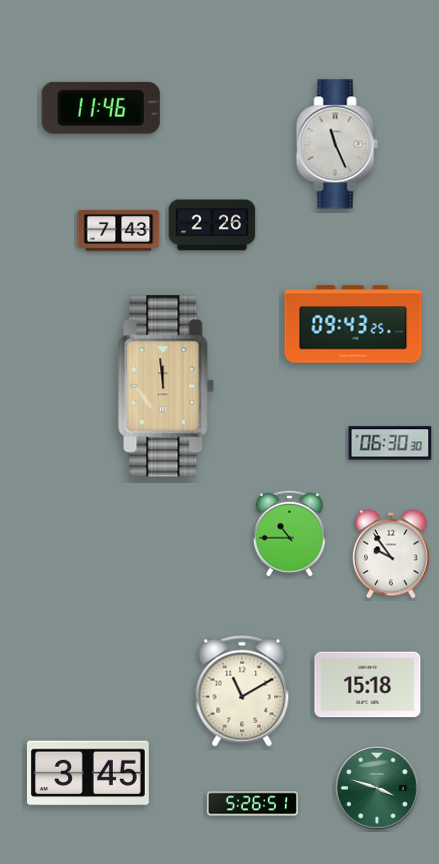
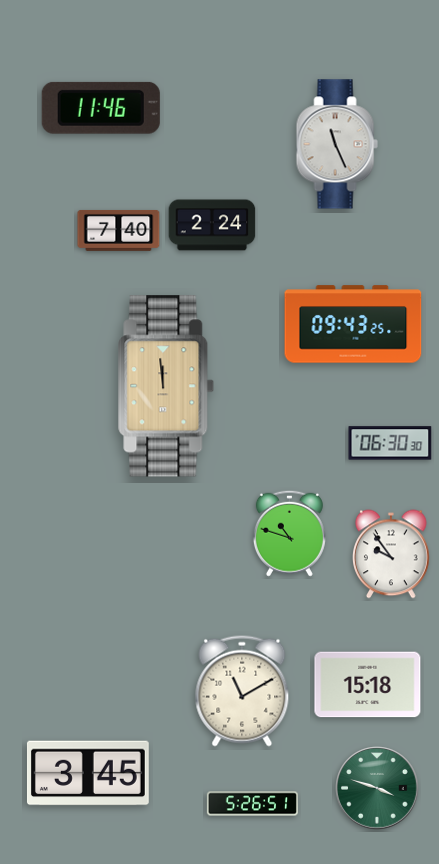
clock at (212, 225): 2:26 -> 2:24
clock at (119, 230): 7:43 -> 7:40
clock at (289, 533): 10:45 -> 10:48
